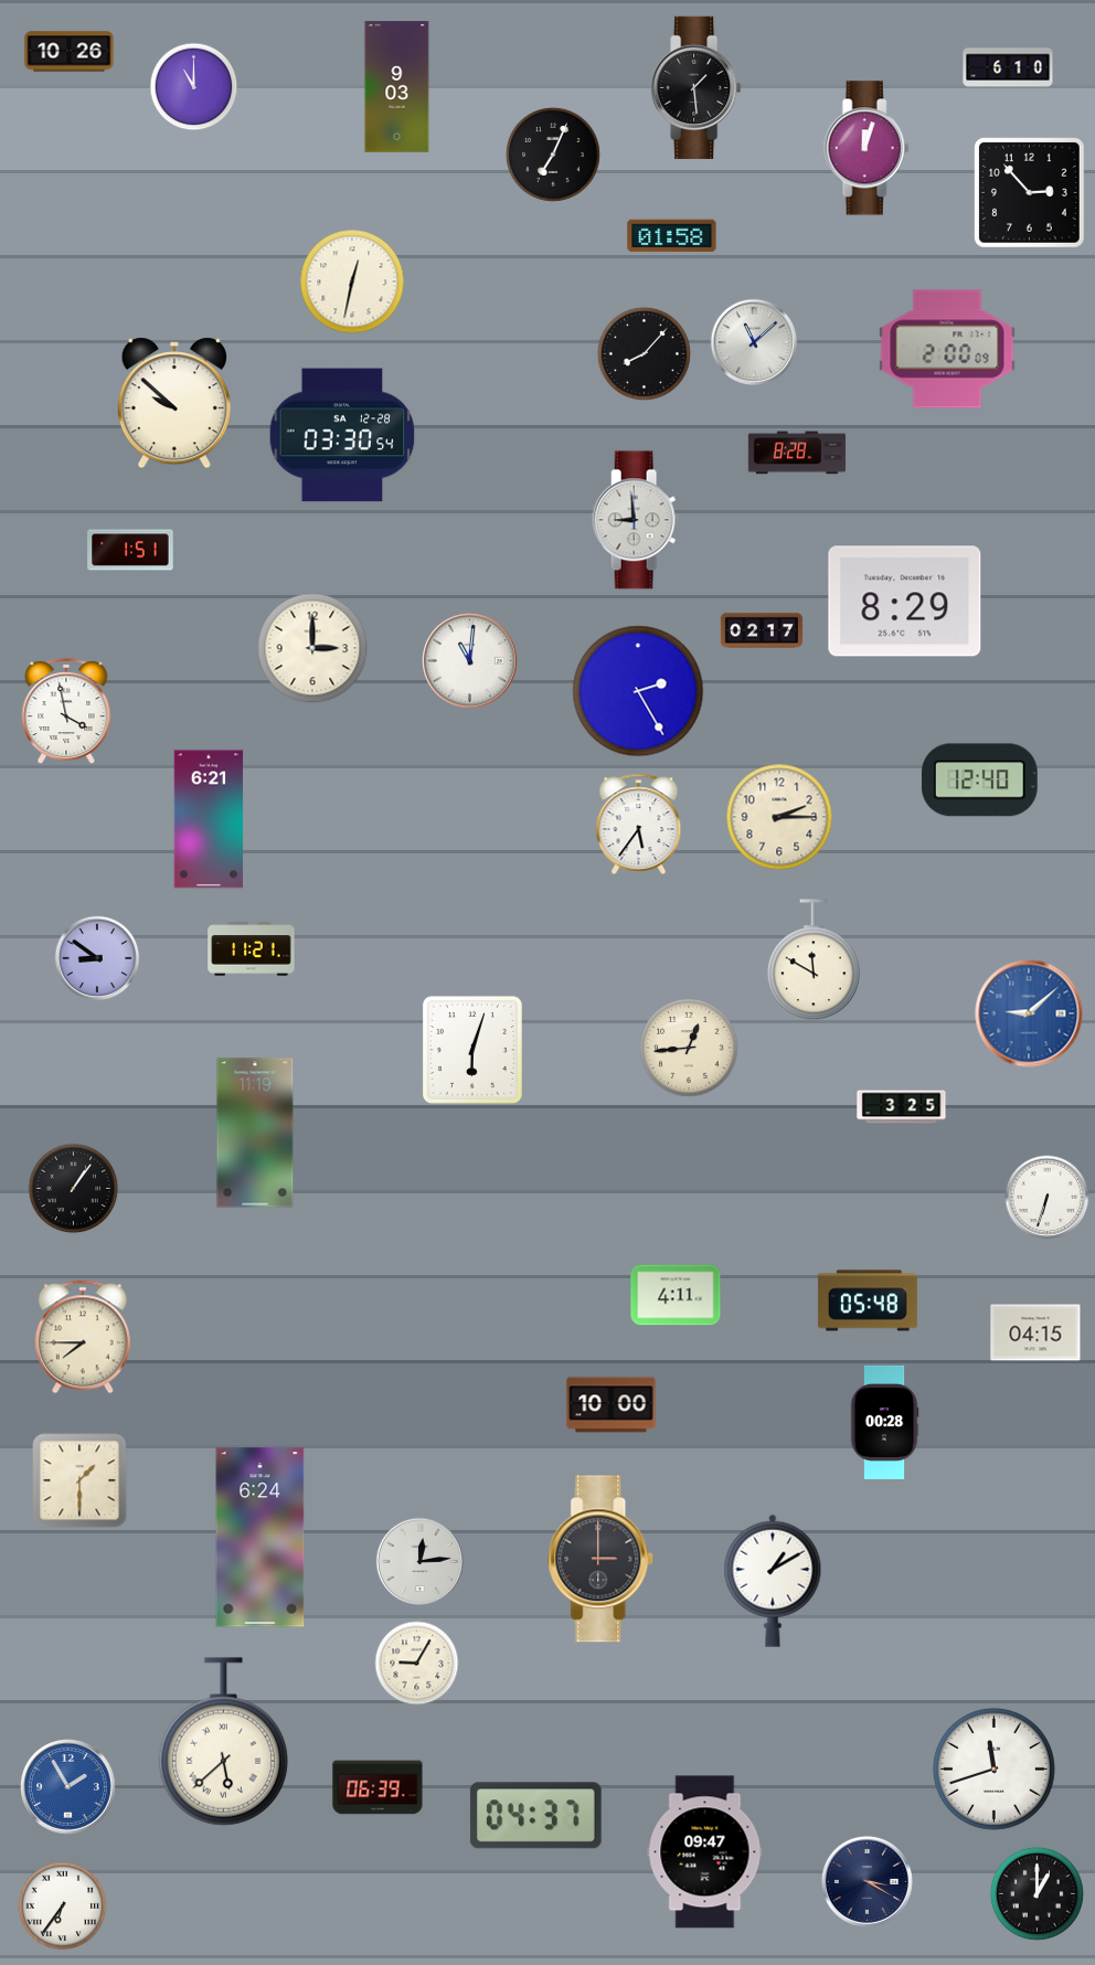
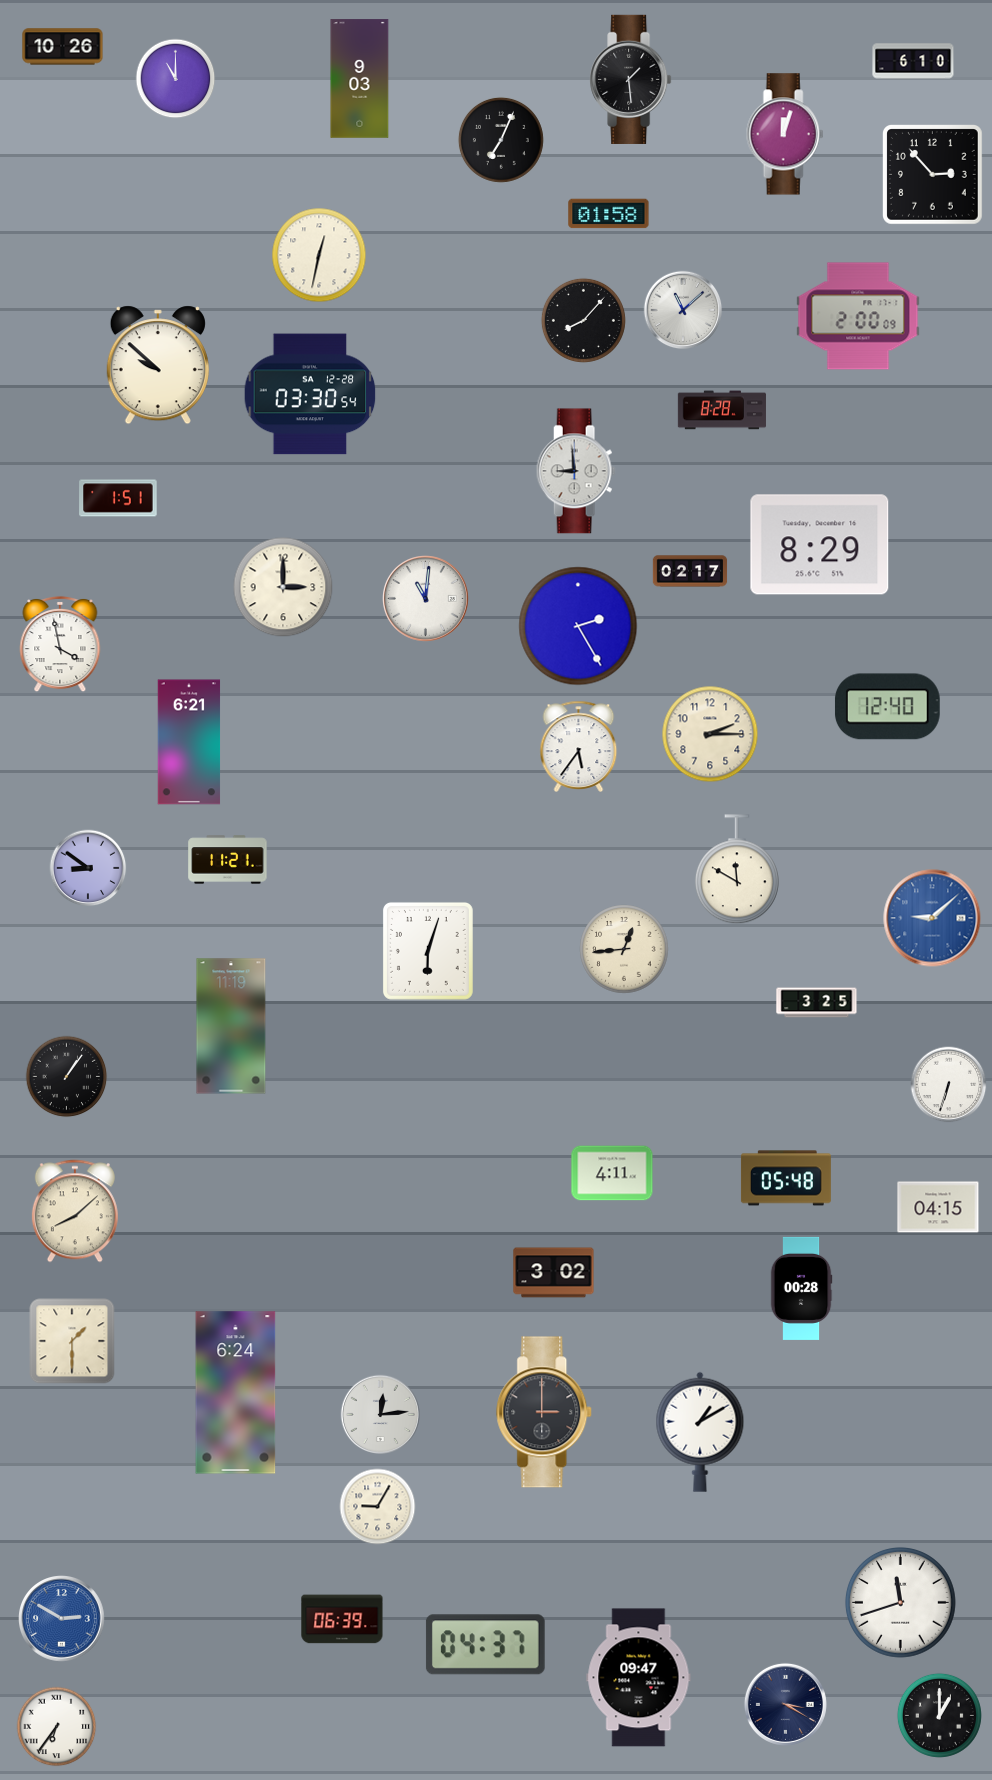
clock at (779, 817) position: (779, 817) -> (710, 734)
clock at (83, 1337): 7:45 -> 8:08
clock at (612, 1405): 10:00 -> 3:02
clock at (223, 1742): 5:38 -> none
clock at (68, 1787): 1:55 -> 2:50
